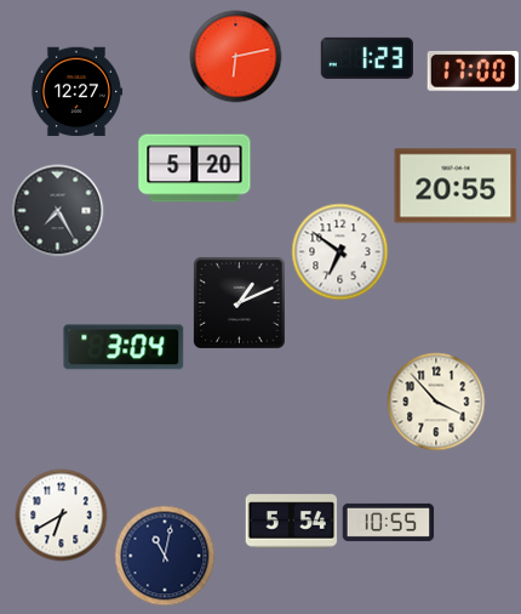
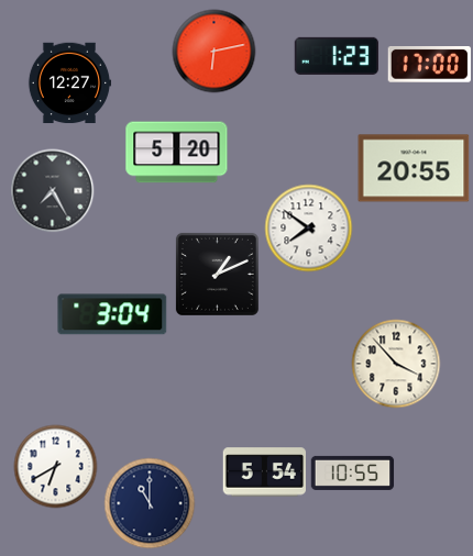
clock at (367, 58) position: (367, 58) -> (337, 56)
clock at (340, 252): 6:51 -> 7:51
clock at (165, 556): 11:02 -> 11:00
